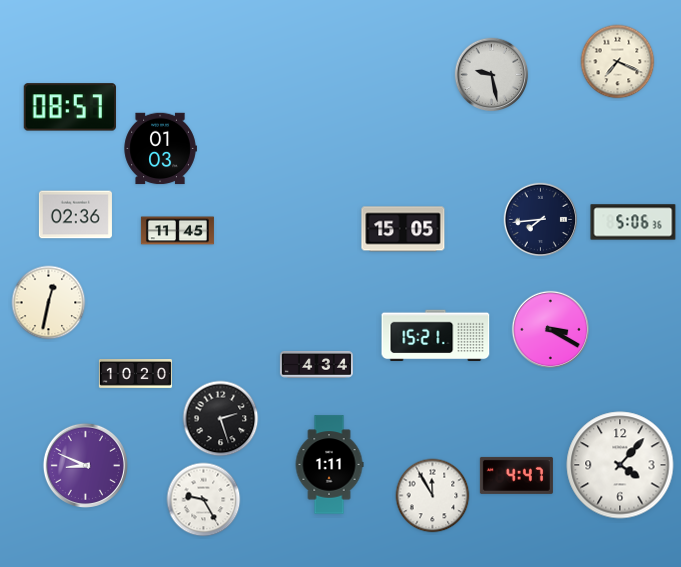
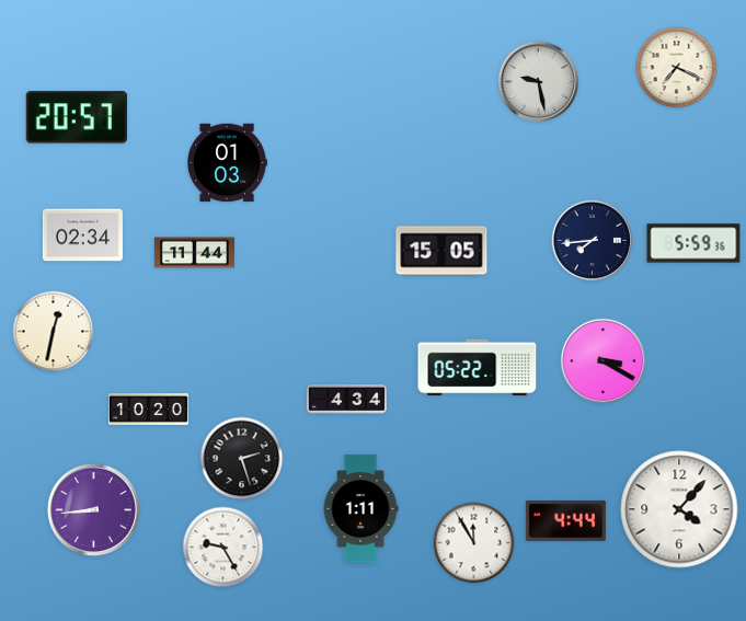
clock at (70, 107): 08:57 -> 20:57
clock at (160, 149) position: (160, 149) -> (227, 163)
clock at (75, 215): 02:36 -> 02:34
clock at (633, 222): 5:06 -> 5:59
clock at (177, 231): 11:45 -> 11:44
clock at (436, 336): 15:21 -> 05:22
clock at (85, 465): 8:49 -> 8:44
clock at (516, 475): 4:47 -> 4:44
